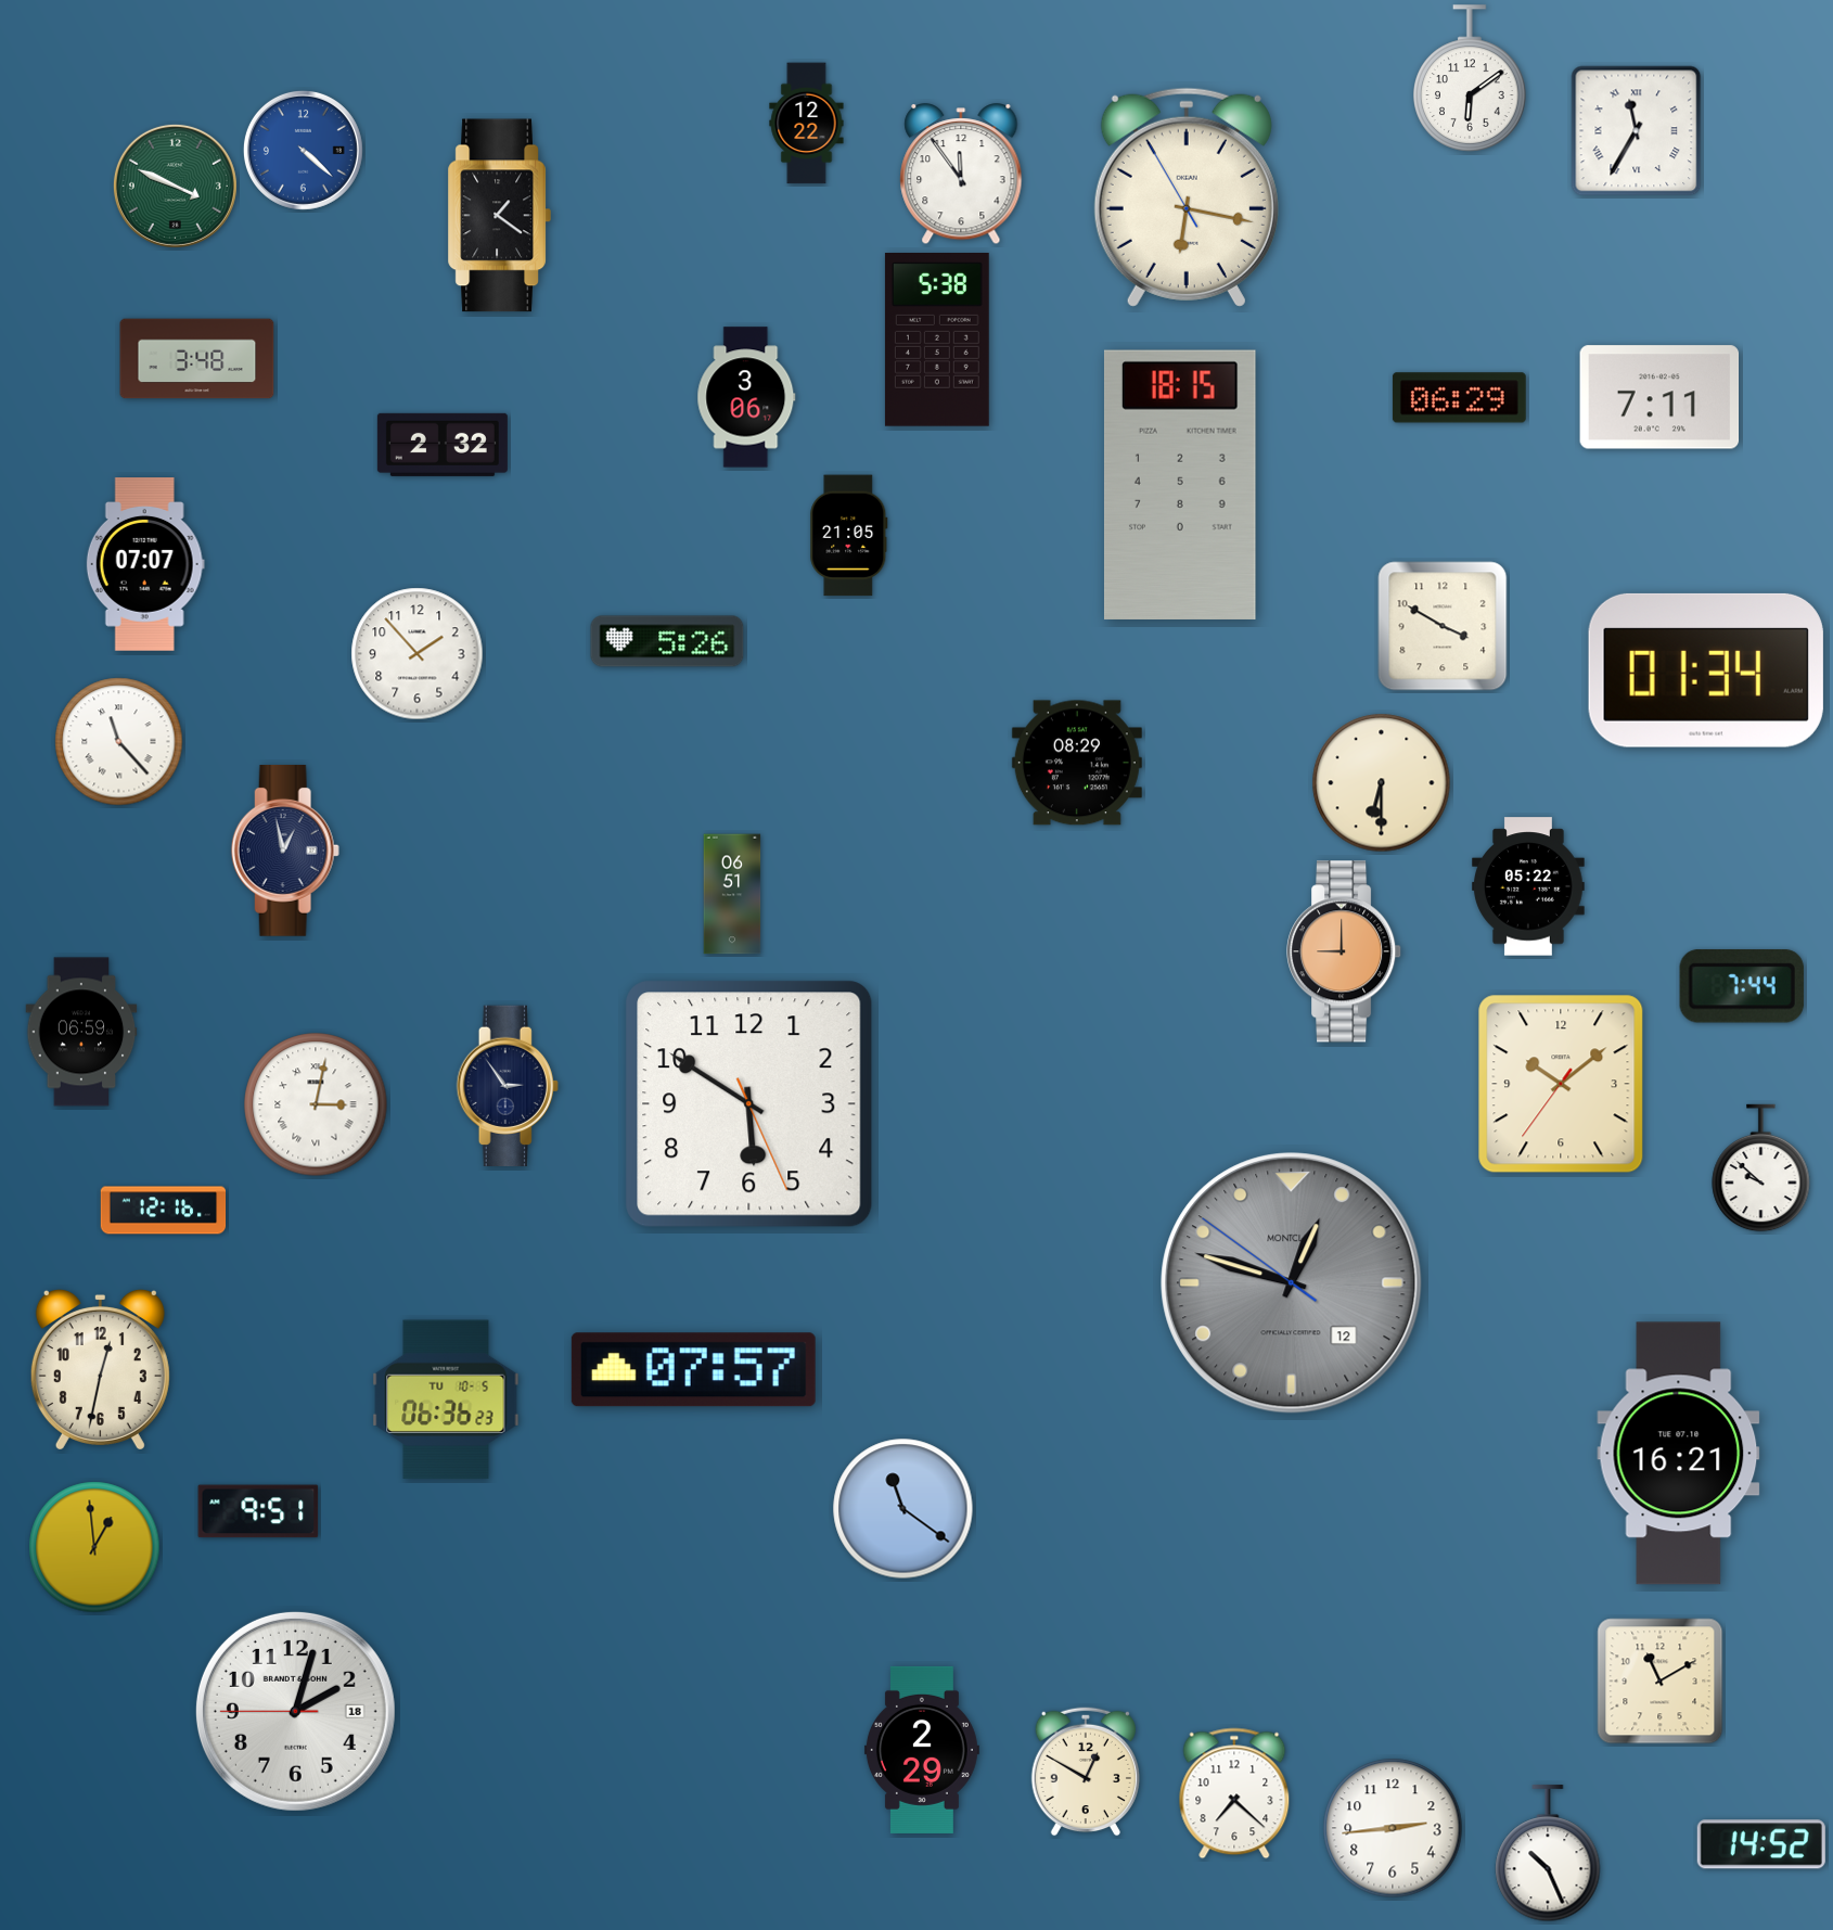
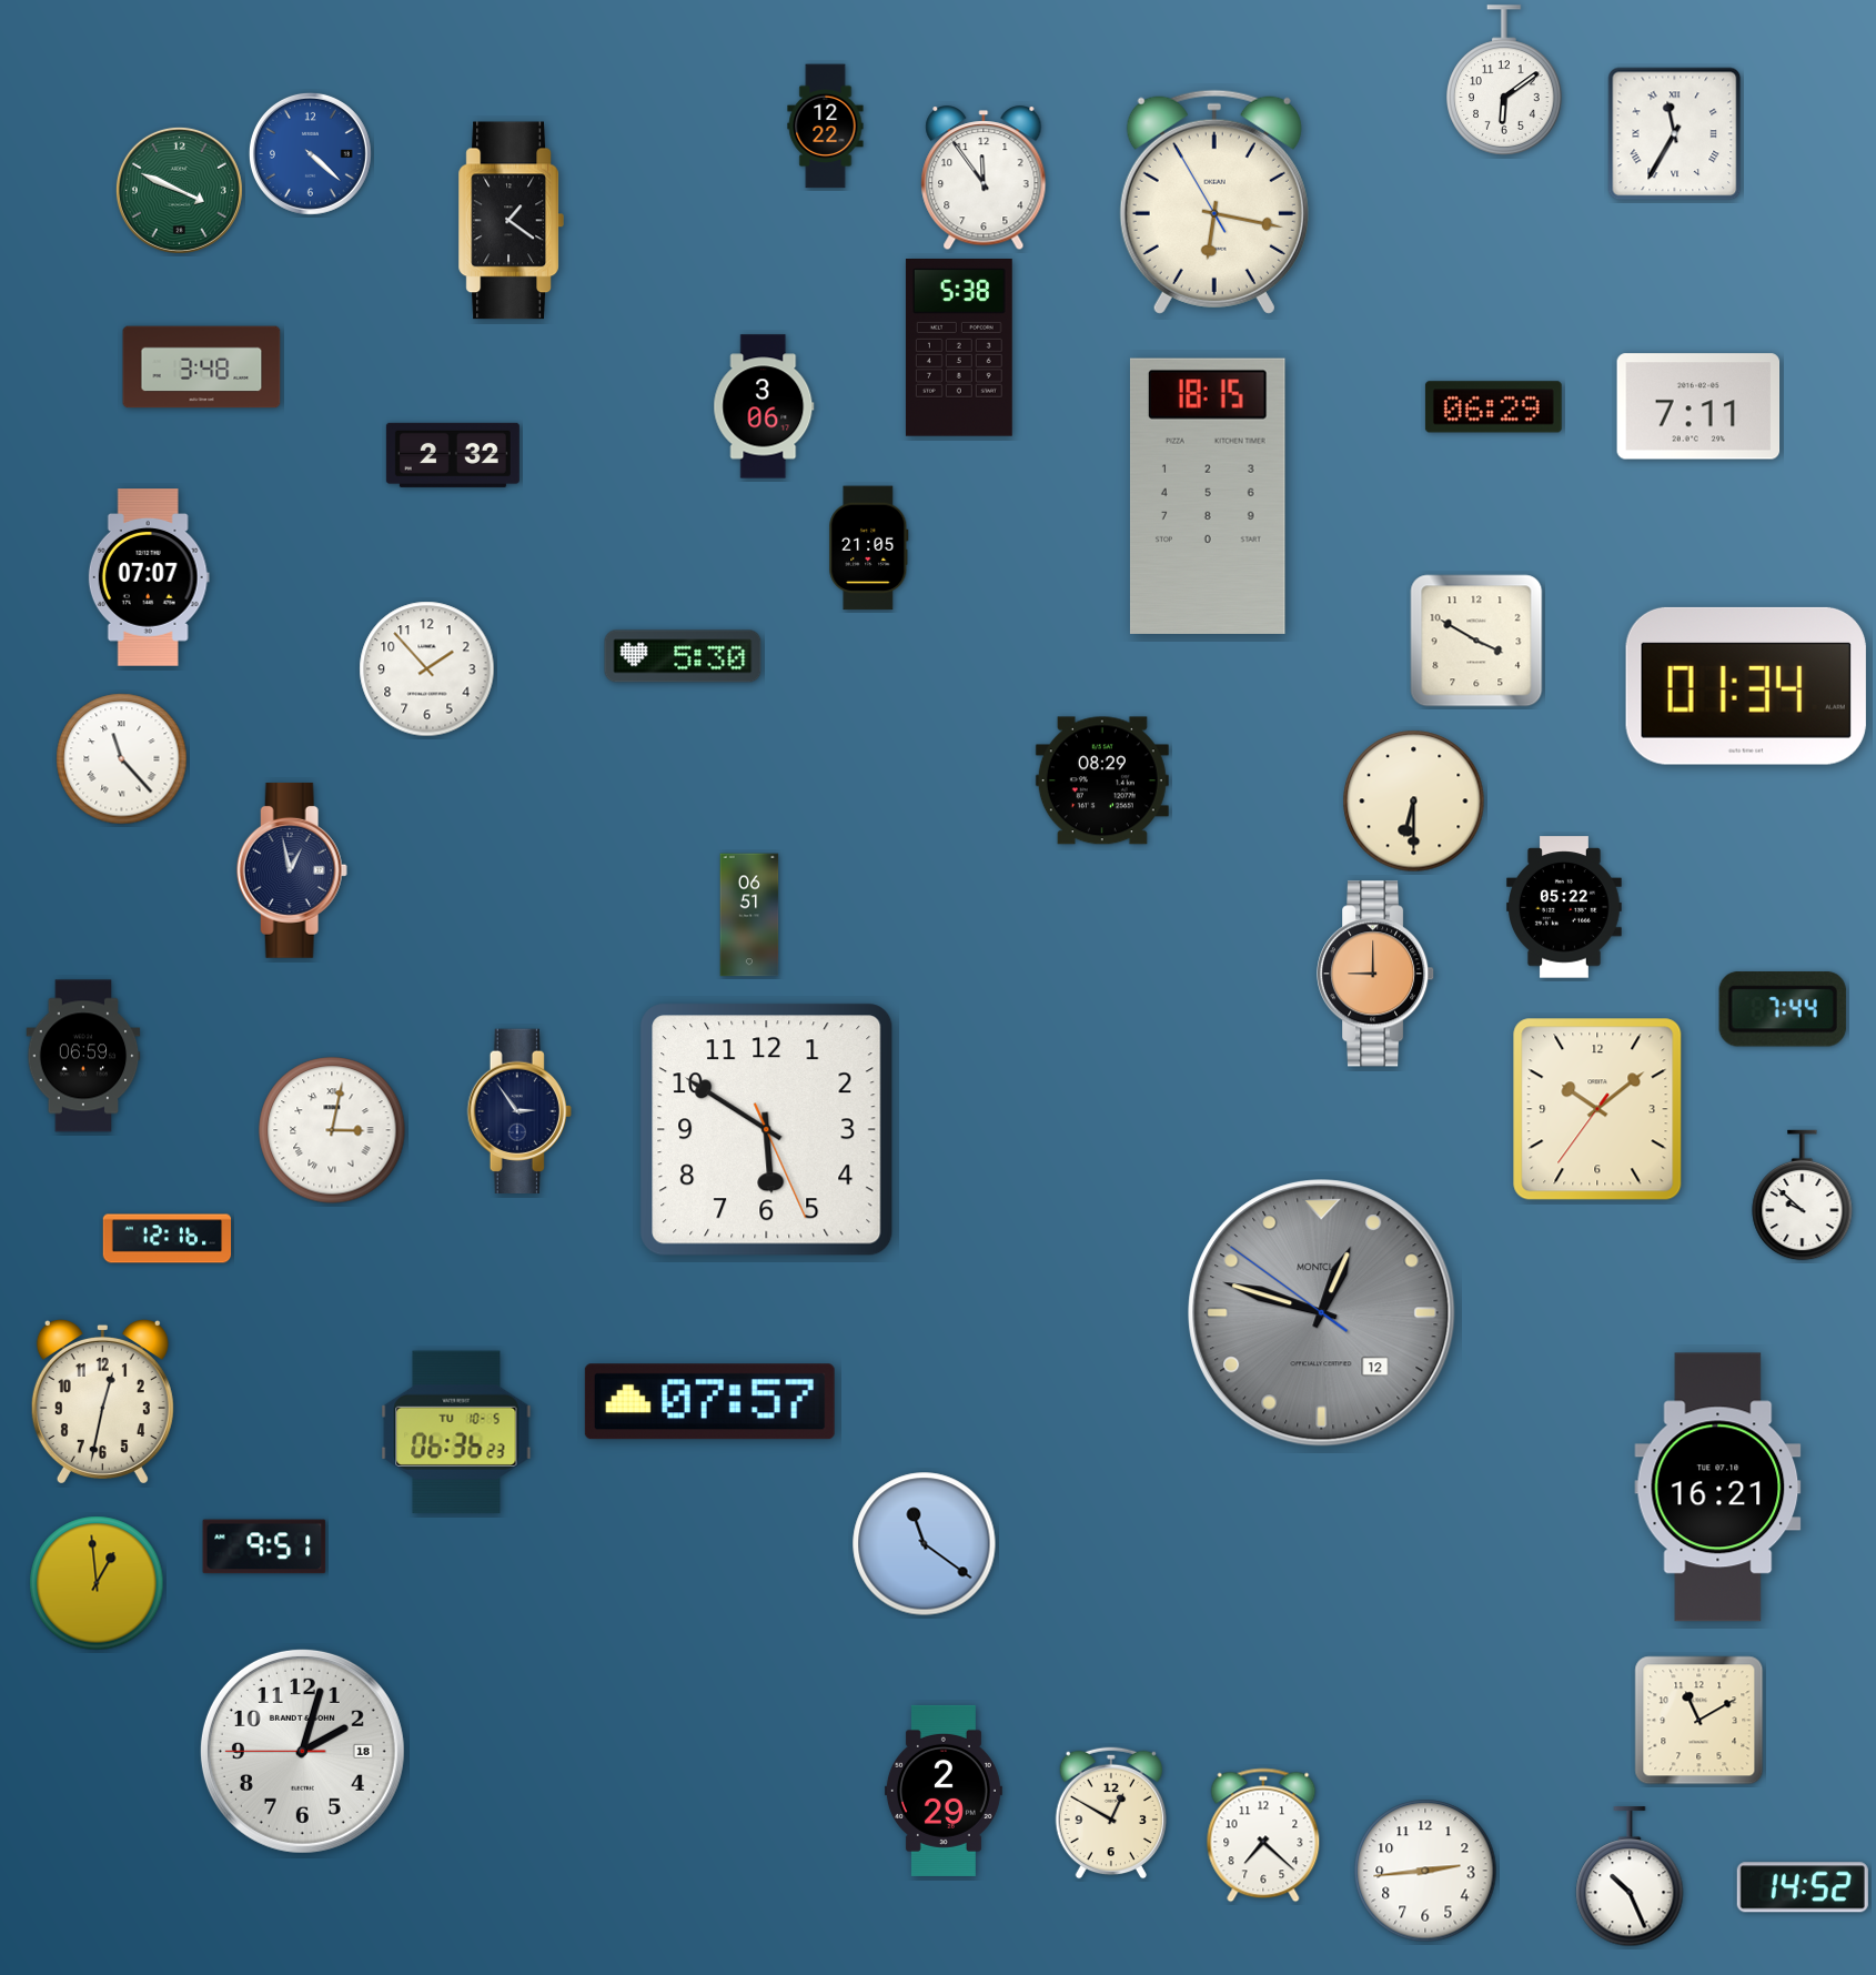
clock at (667, 641): 5:26 -> 5:30
clock at (316, 1104) position: (316, 1104) -> (332, 1130)
clock at (1548, 1854) position: (1548, 1854) -> (1630, 1877)
